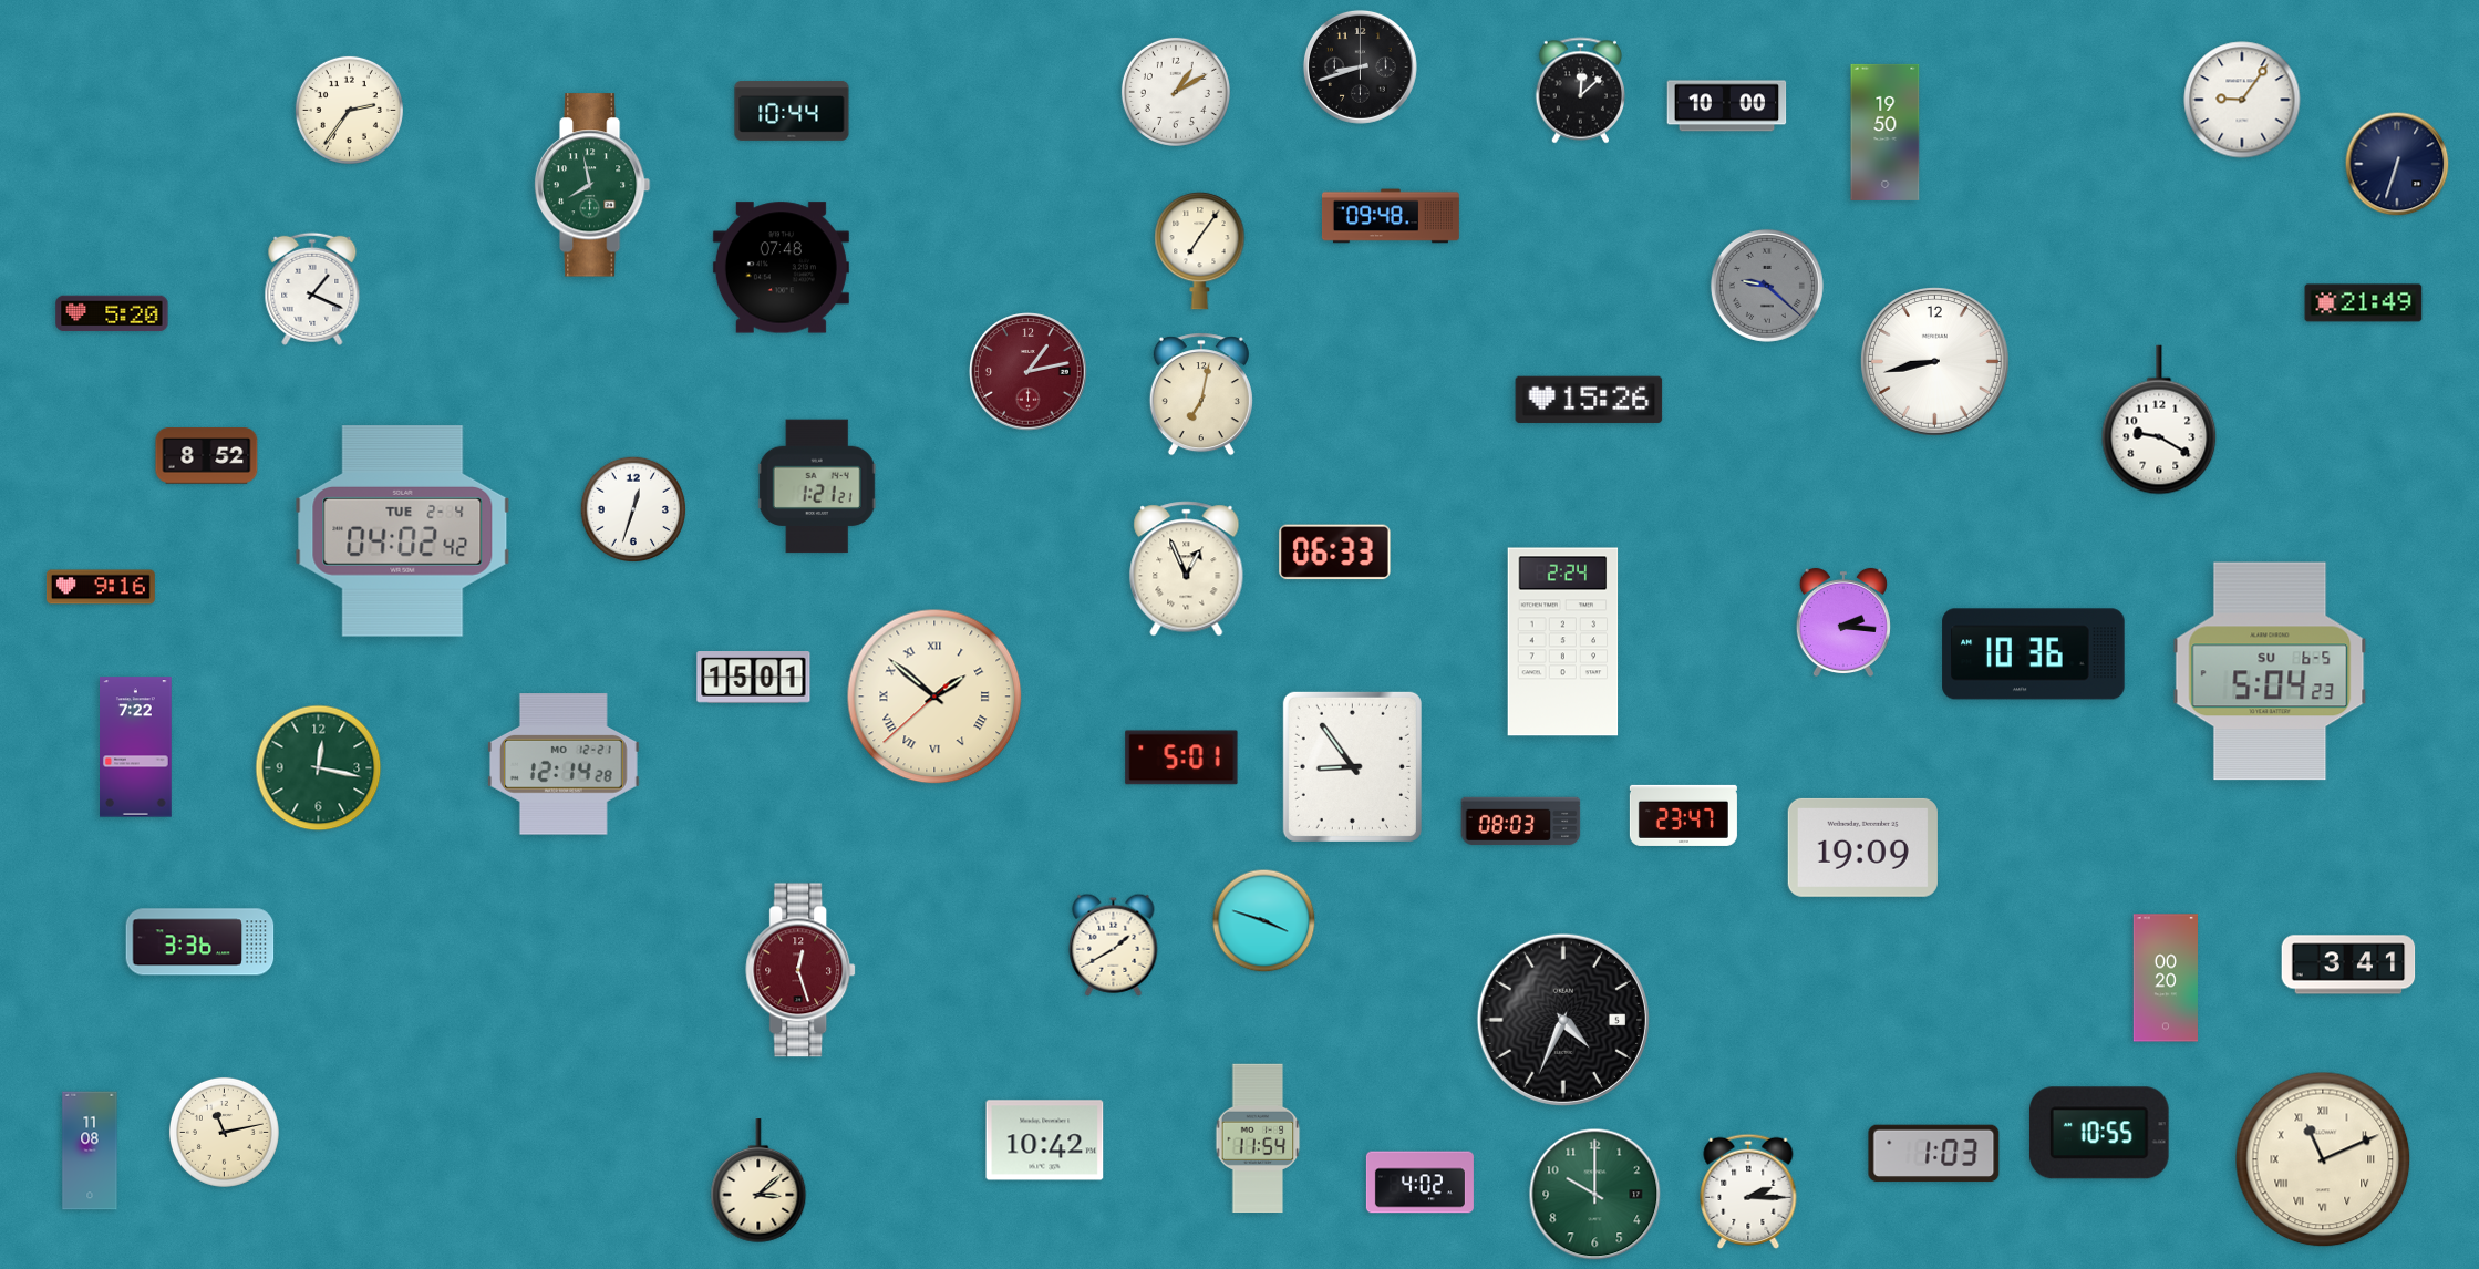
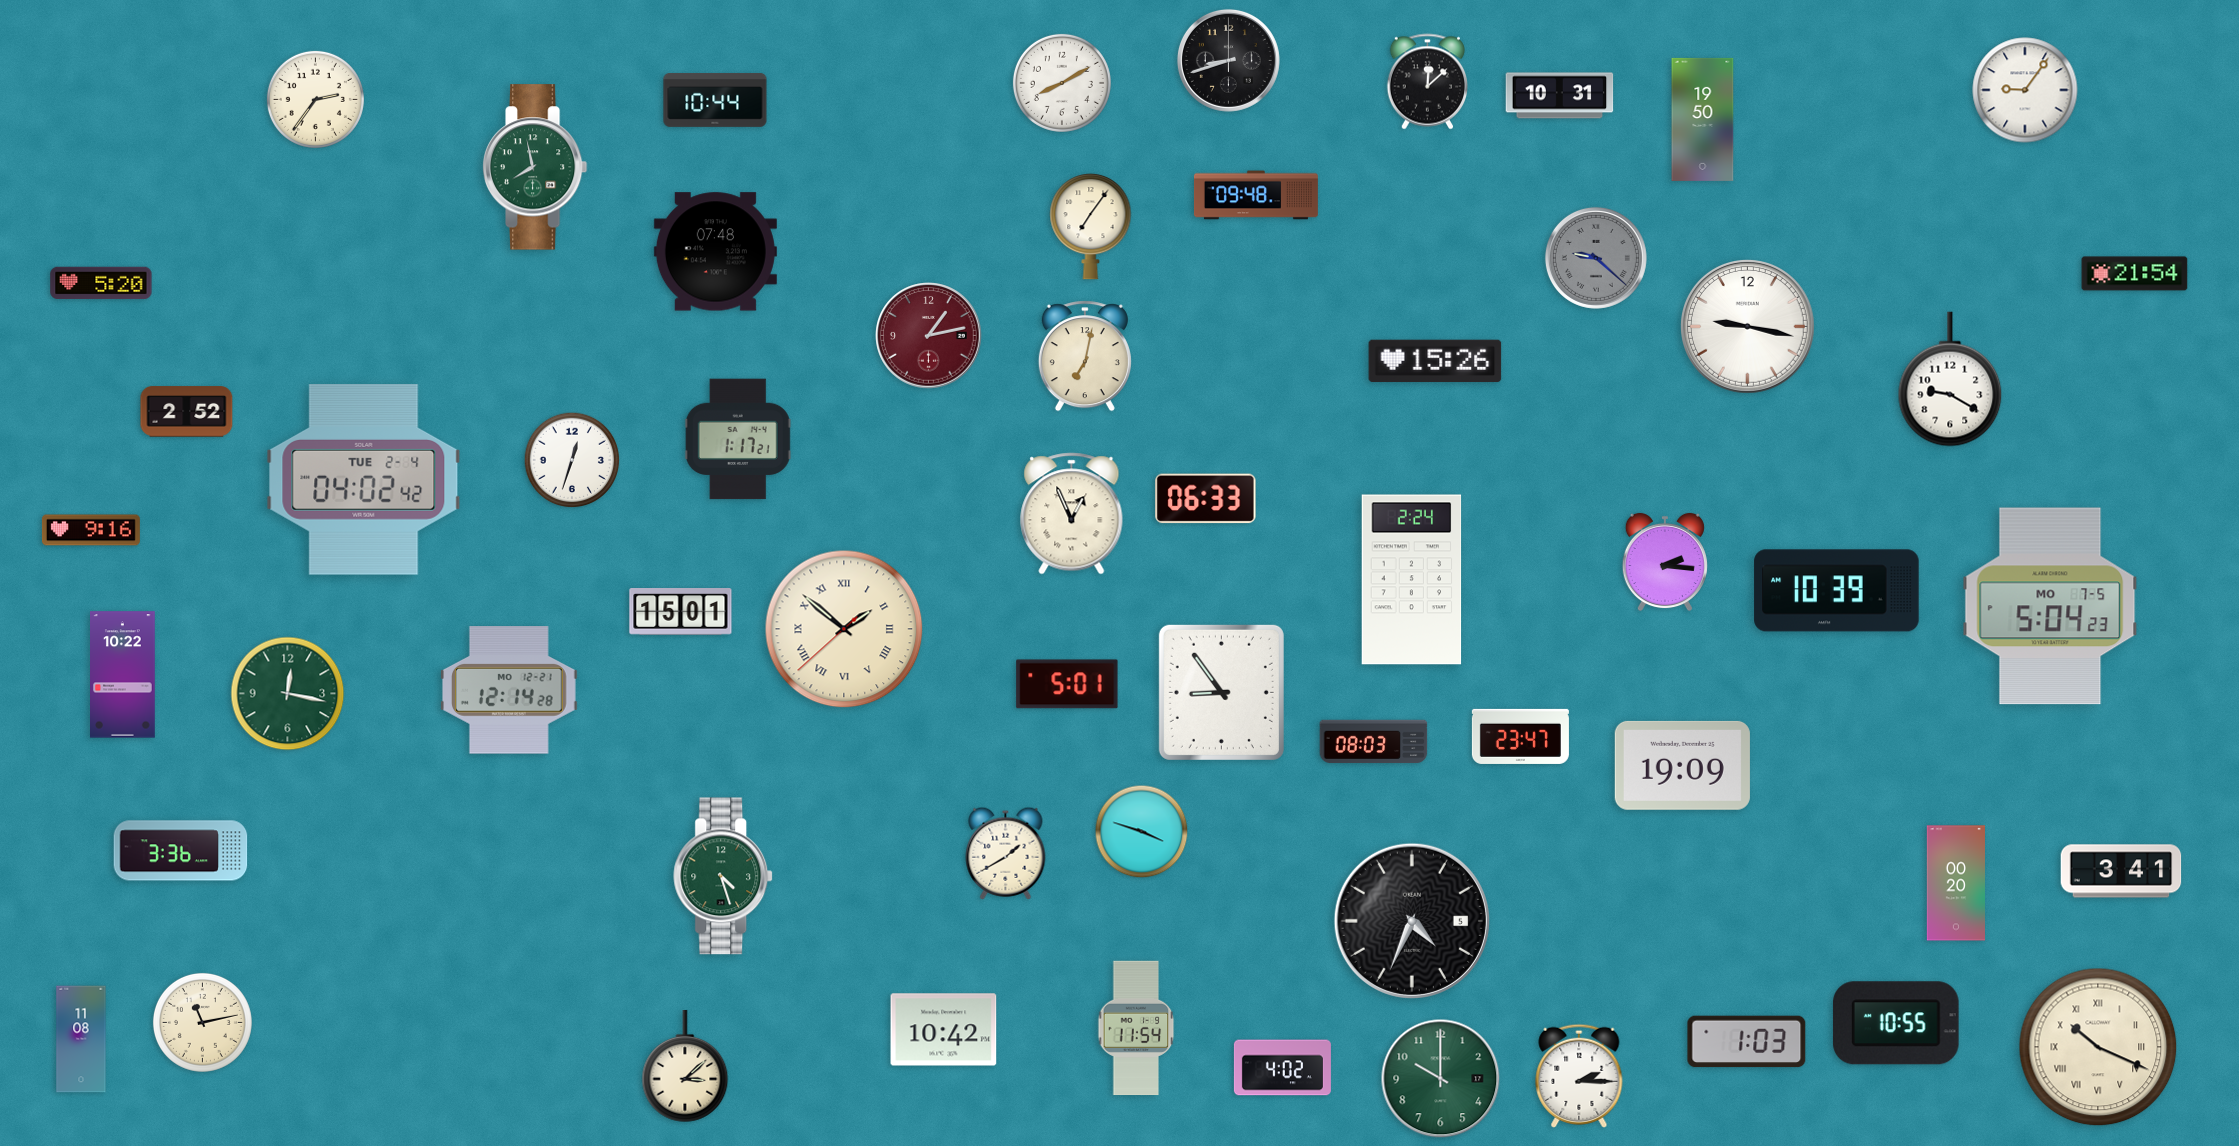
clock at (1176, 92): 1:10 -> 8:10
clock at (1727, 106): 10:00 -> 10:31
clock at (2397, 164): 6:33 -> none
clock at (1200, 250) position: (1200, 250) -> (1091, 226)
clock at (781, 268) position: (781, 268) -> (715, 252)
clock at (312, 289): 1:19 -> none
clock at (2364, 303): 21:49 -> 21:54
clock at (1935, 362): 8:43 -> 9:17
clock at (207, 456): 8:52 -> 2:52
clock at (817, 486): 1:21 -> 1:17
clock at (2034, 654): 10:36 -> 10:39
clock at (2270, 671) date: SU 6-5 -> MO 7-5
clock at (136, 747): 7:22 -> 10:22
clock at (802, 970): 12:27 -> 4:27
clock at (802, 970) dial: burgundy -> green
clock at (2323, 1159): 11:11 -> 10:19
